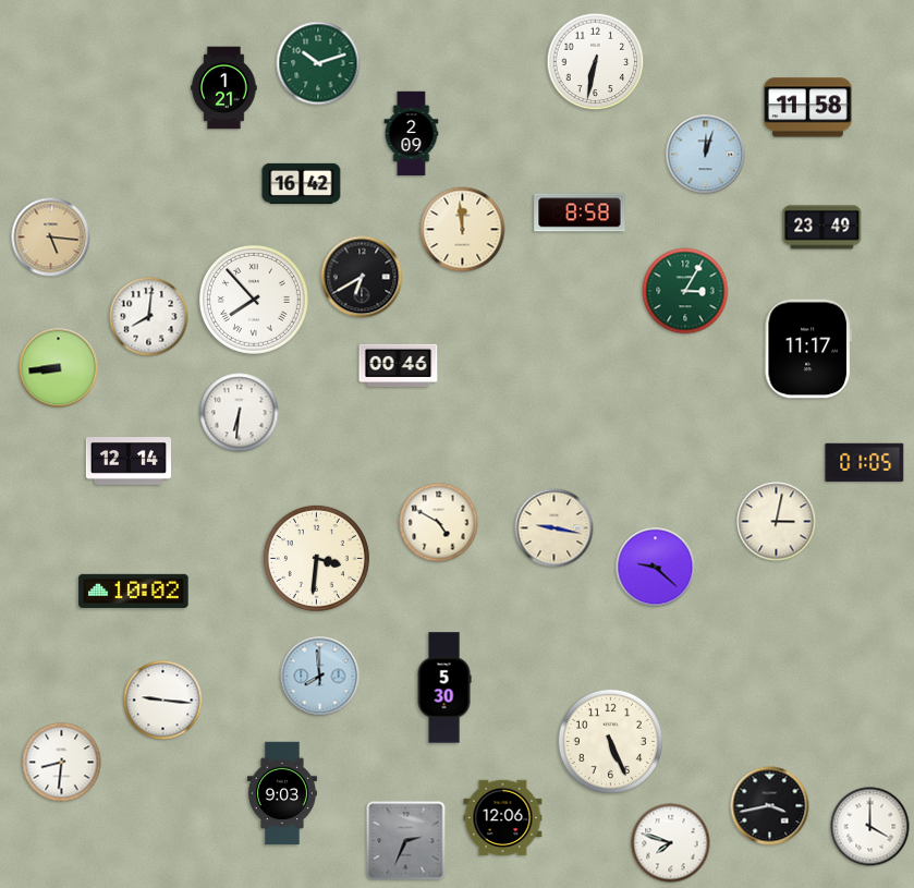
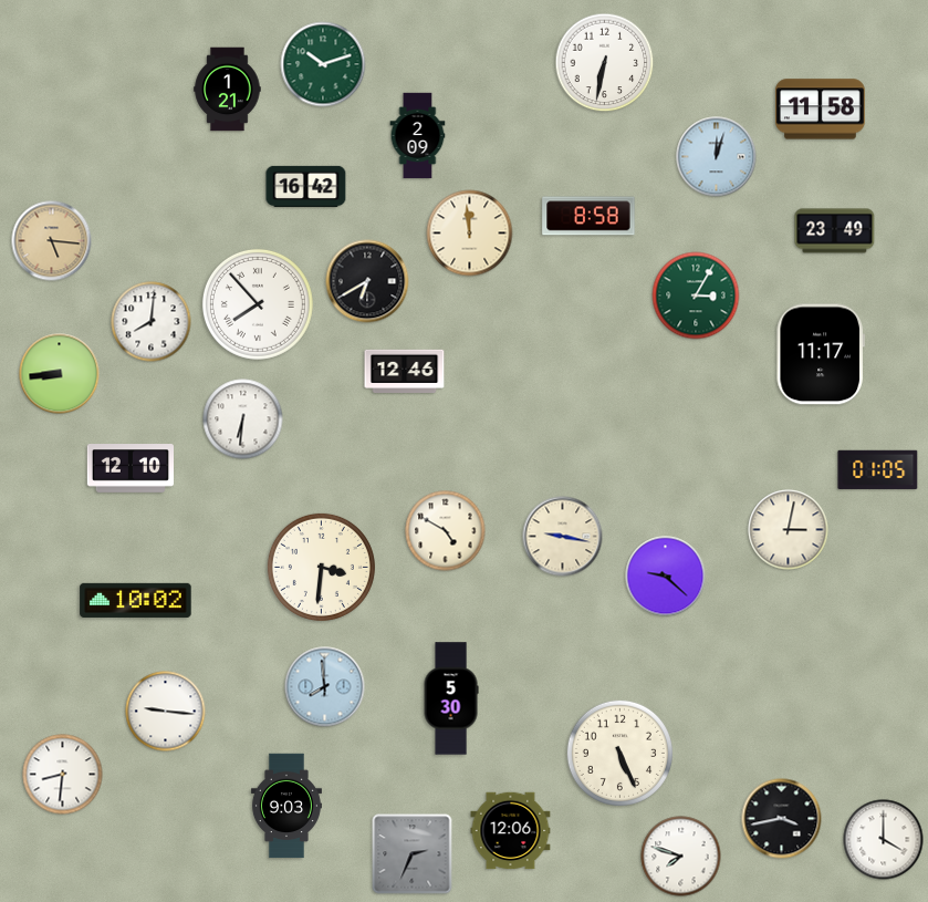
clock at (399, 365): 00:46 -> 12:46
clock at (127, 462): 12:14 -> 12:10
